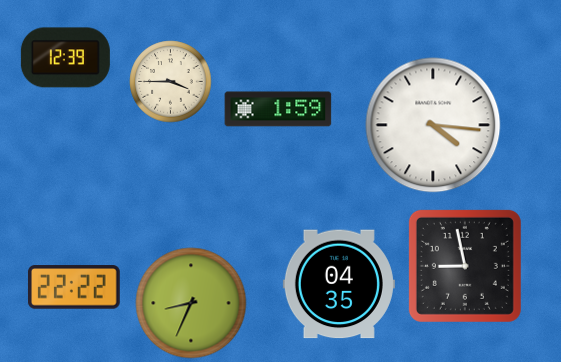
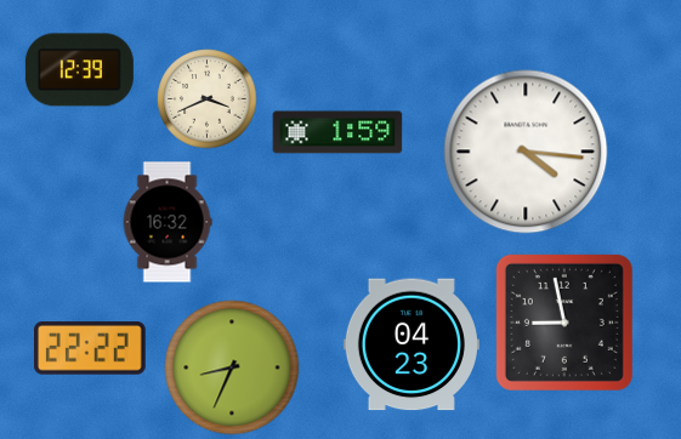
clock at (171, 82): 3:45 -> 3:41
clock at (168, 222): none -> 16:32
clock at (339, 284): 04:35 -> 04:23
